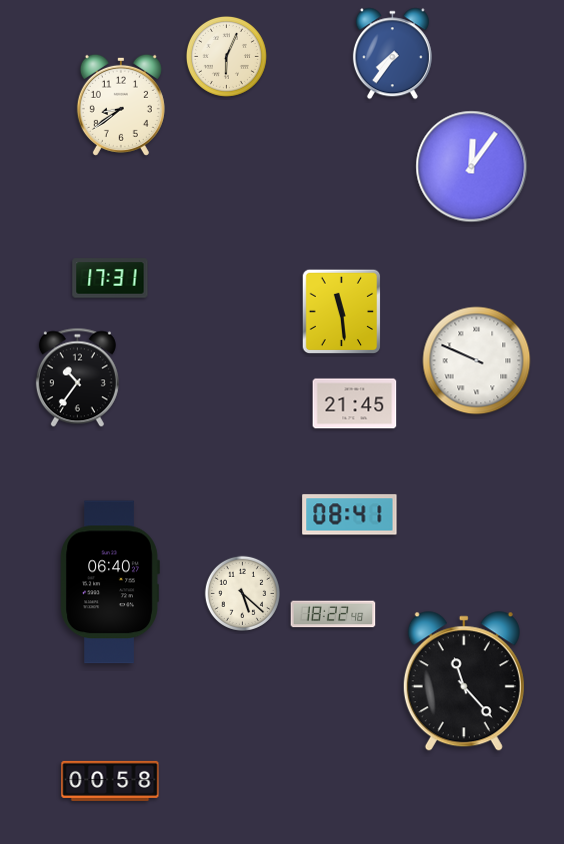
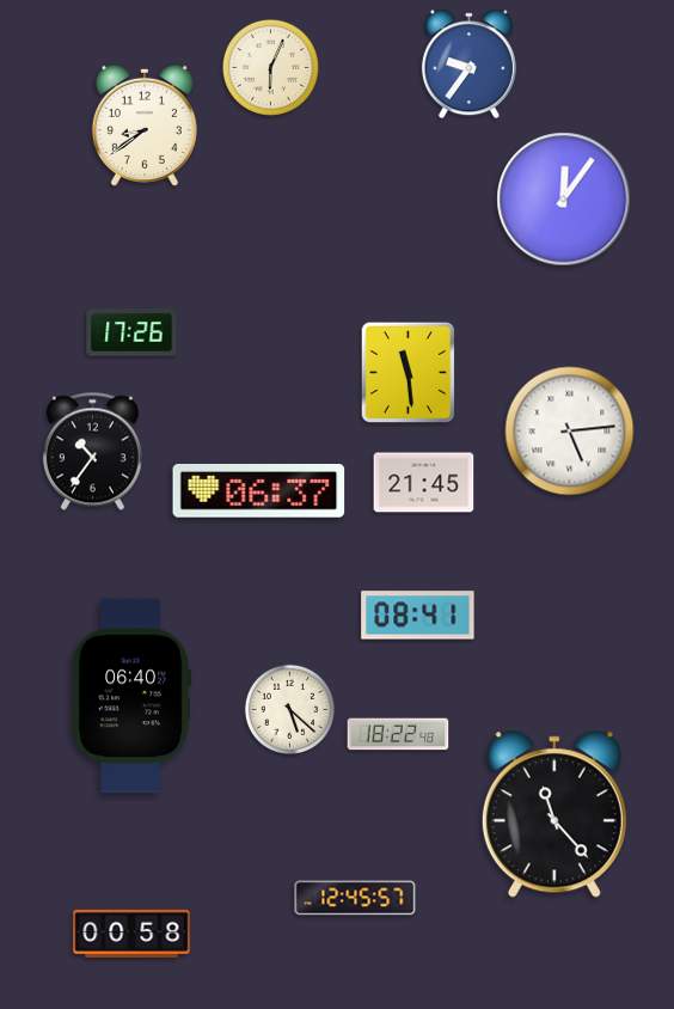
clock at (392, 54): 7:36 -> 9:36
clock at (110, 278): 17:31 -> 17:26
clock at (477, 361): 9:49 -> 5:14
clock at (259, 491): none -> 06:37
clock at (355, 898): none -> 12:45
